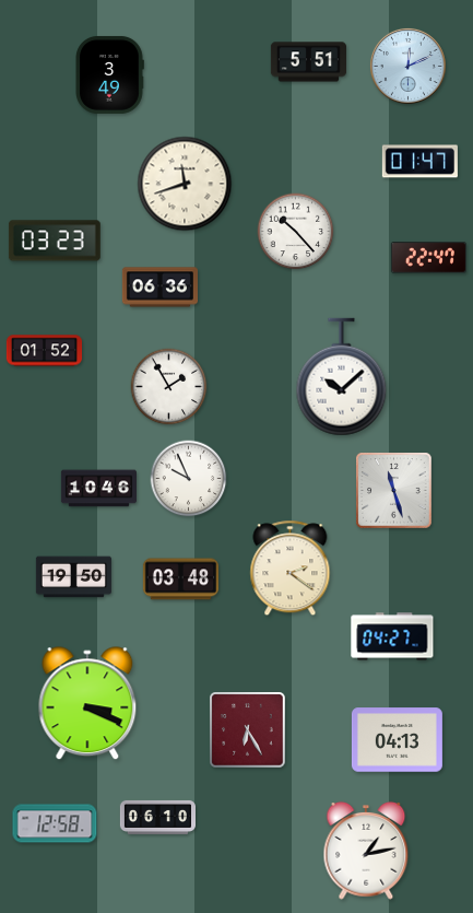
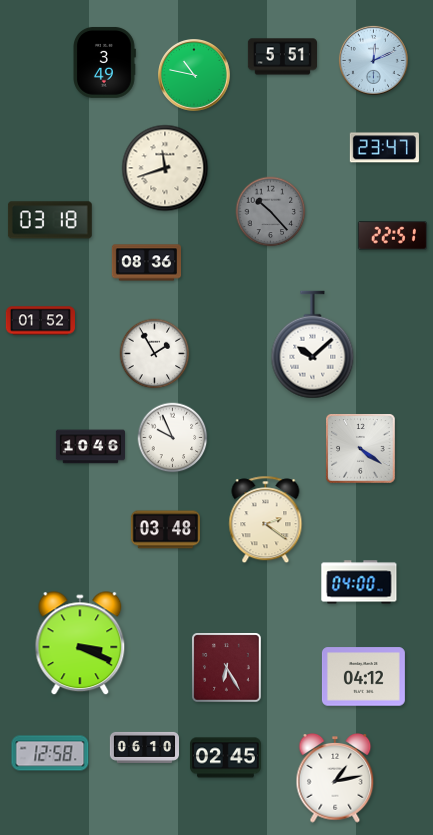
clock at (109, 74) position: (109, 74) -> (104, 62)
clock at (194, 75): none -> 10:47
clock at (419, 162): 01:47 -> 23:47
clock at (185, 184) position: (185, 184) -> (165, 168)
clock at (296, 232) dial: white -> grey
clock at (55, 241): 03:23 -> 03:18
clock at (428, 258): 22:47 -> 22:51
clock at (159, 288): 06:36 -> 08:36
clock at (394, 491): 11:27 -> 4:21
clock at (73, 577): 19:50 -> none
clock at (392, 636): 04:27 -> 04:00
clock at (397, 740): 04:13 -> 04:12
clock at (226, 758): none -> 02:45
